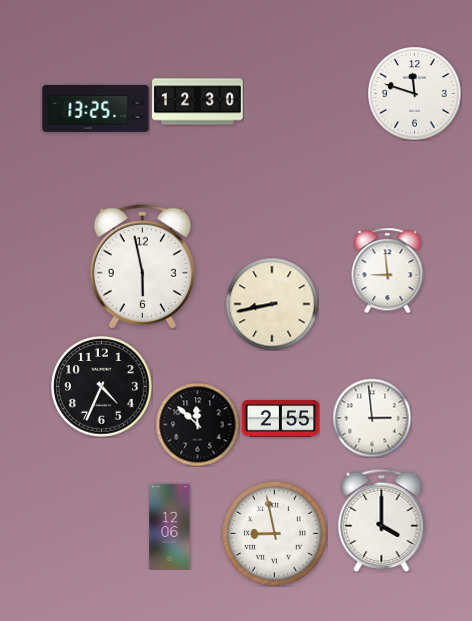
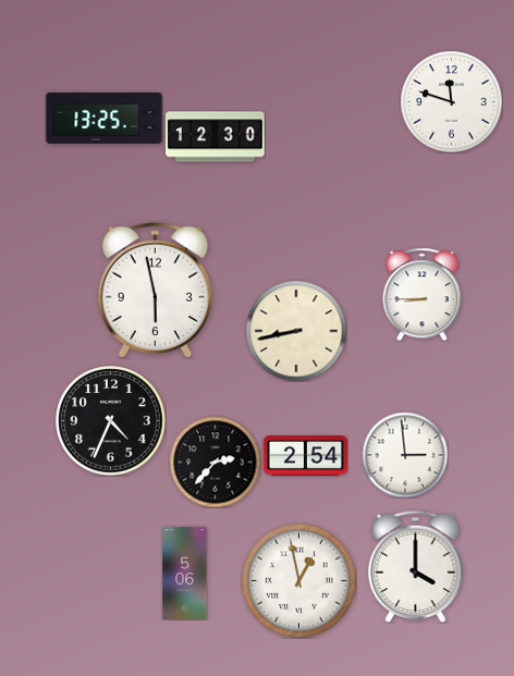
clock at (198, 102) position: (198, 102) -> (216, 137)
clock at (388, 270): 8:59 -> 8:45
clock at (280, 419): 2:55 -> 2:54
clock at (197, 424): 11:52 -> 2:37
clock at (170, 526): 12:06 -> 5:06
clock at (274, 533): 8:58 -> 12:58
